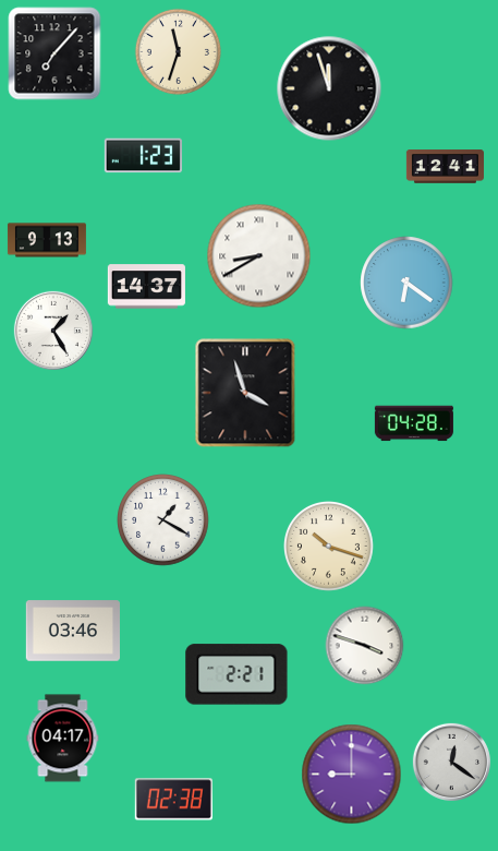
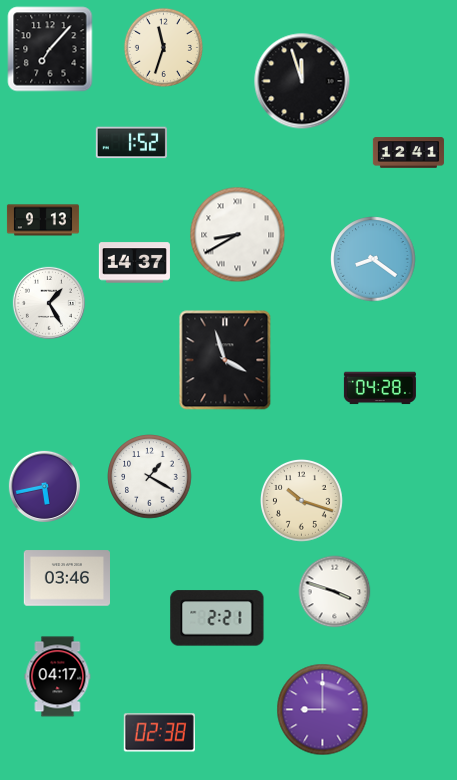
clock at (143, 156): 1:23 -> 1:52
clock at (406, 283): 6:21 -> 8:21
clock at (44, 486): none -> 5:43
clock at (451, 762): 12:21 -> none
